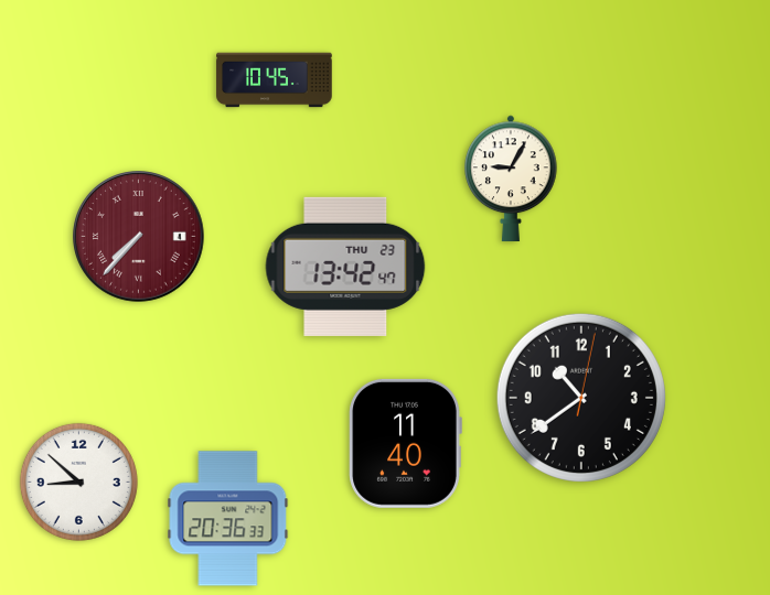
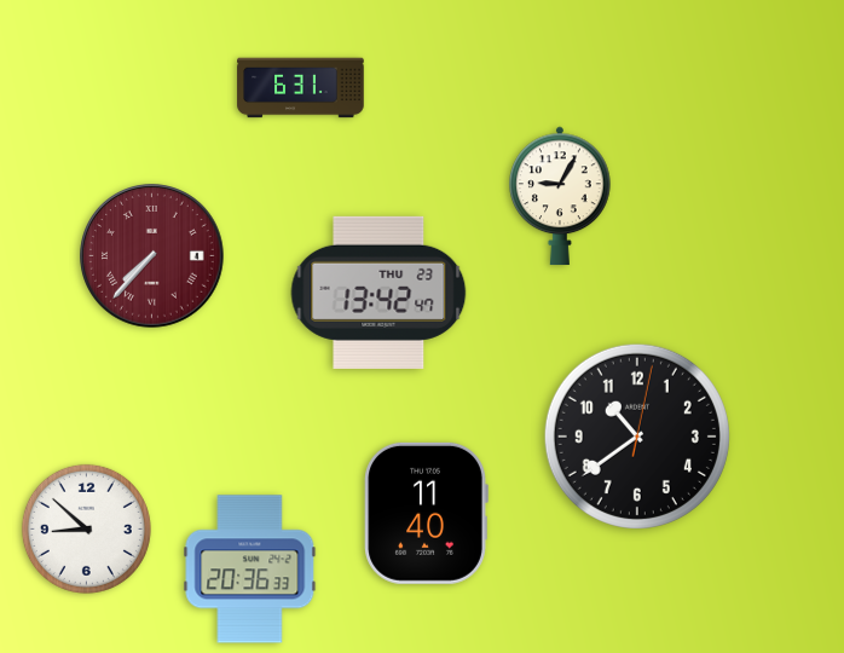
clock at (275, 80): 10:45 -> 6:31
clock at (139, 237) position: (139, 237) -> (152, 256)
clock at (405, 443) position: (405, 443) -> (426, 513)
